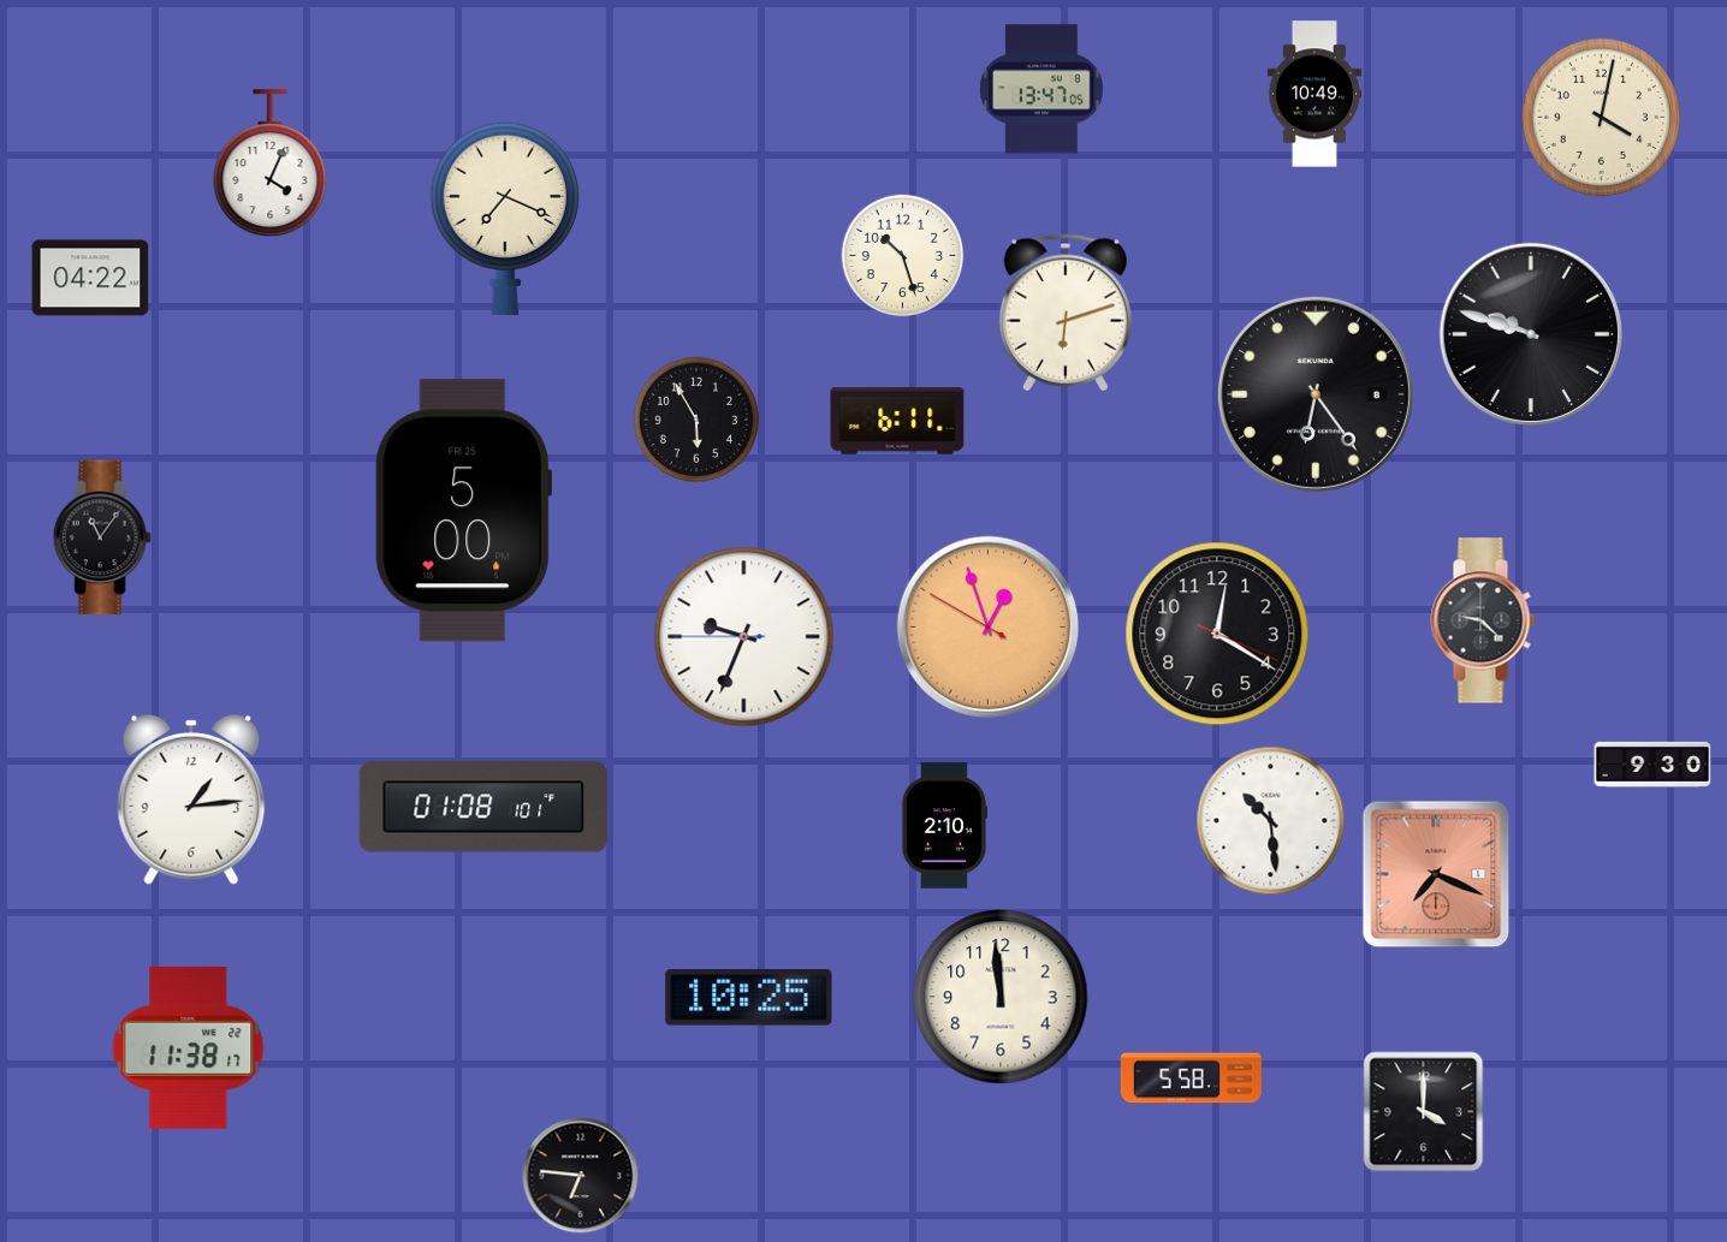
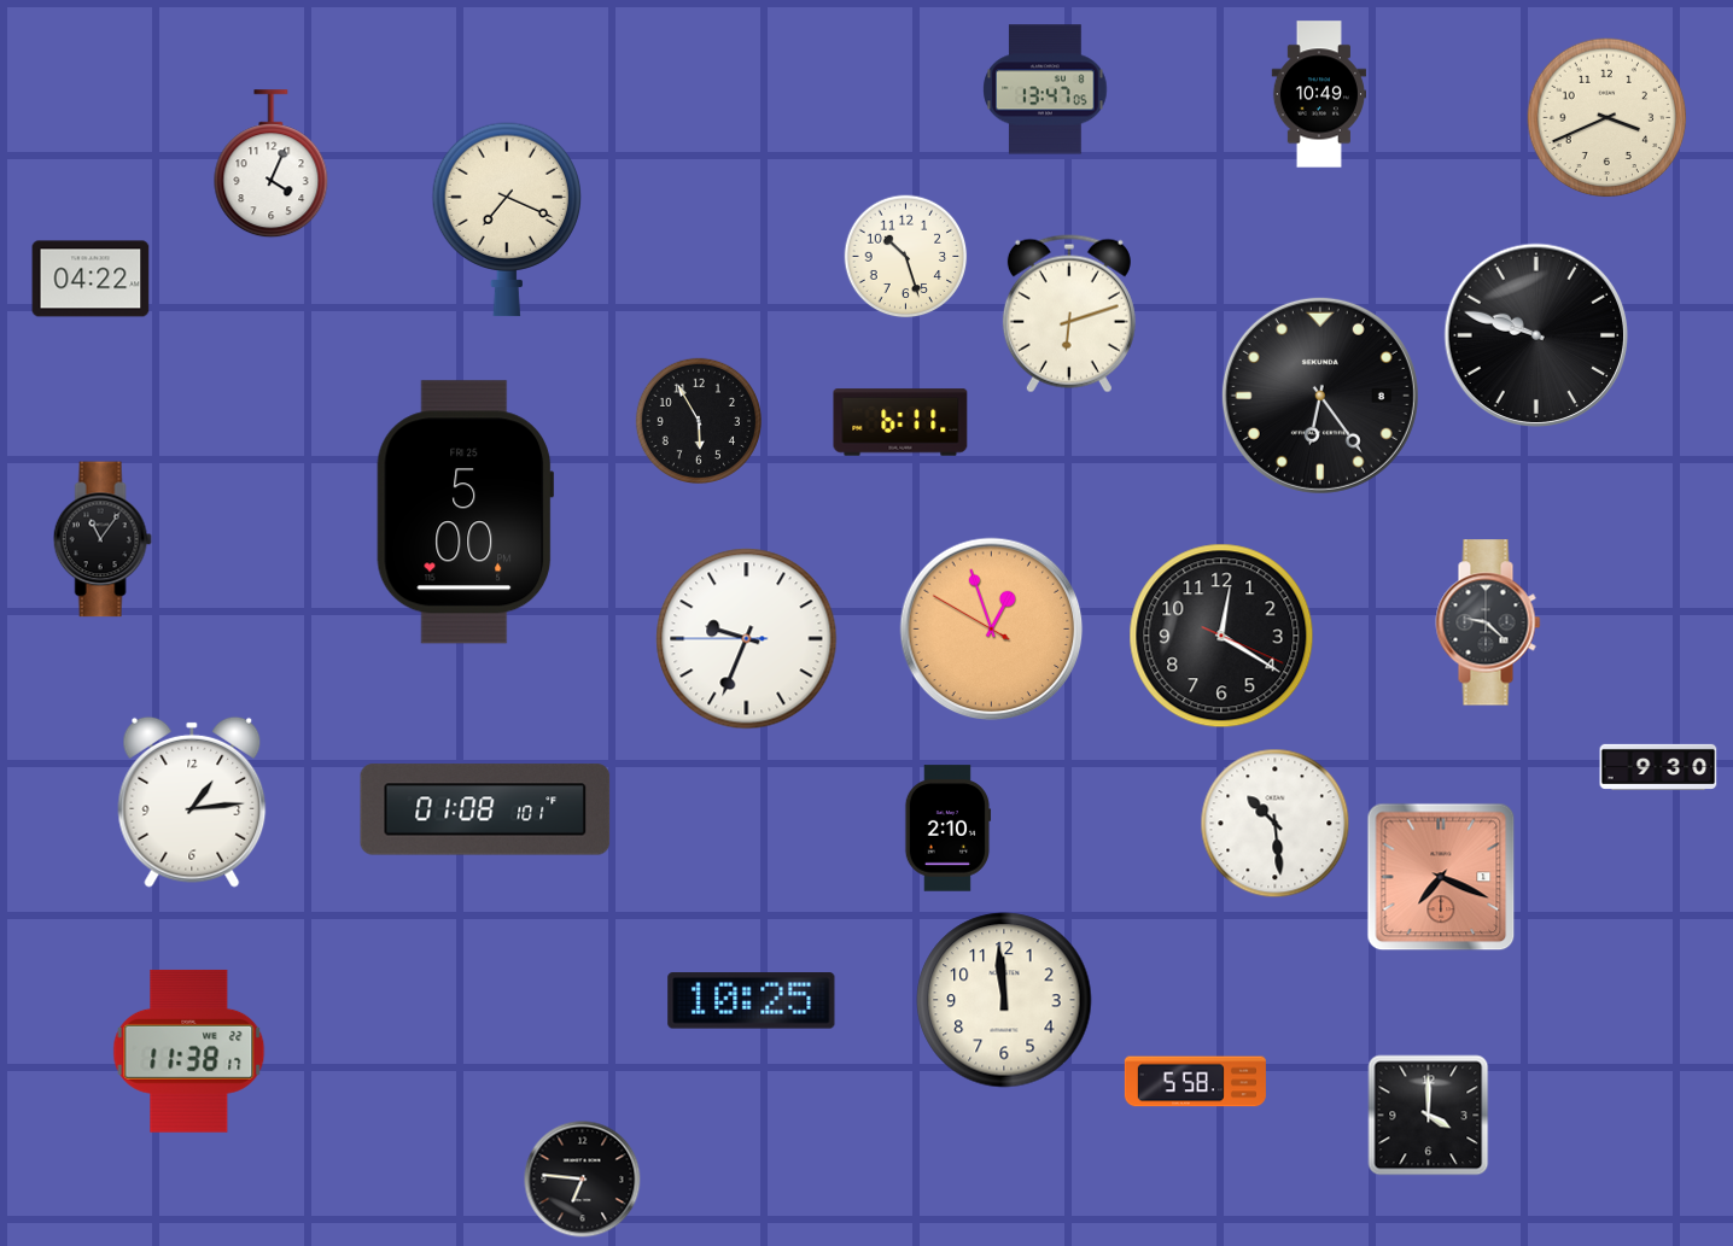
clock at (1602, 118): 4:02 -> 3:41
